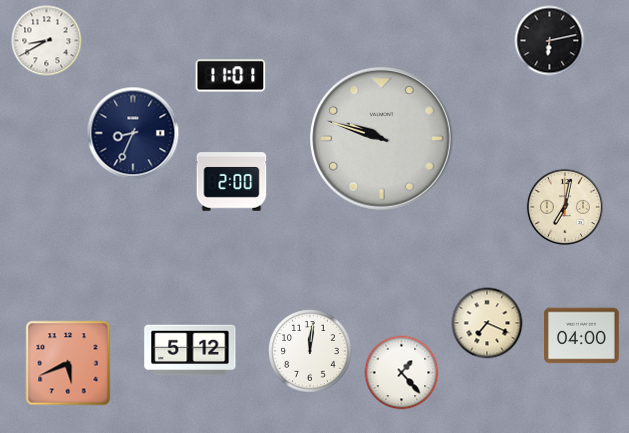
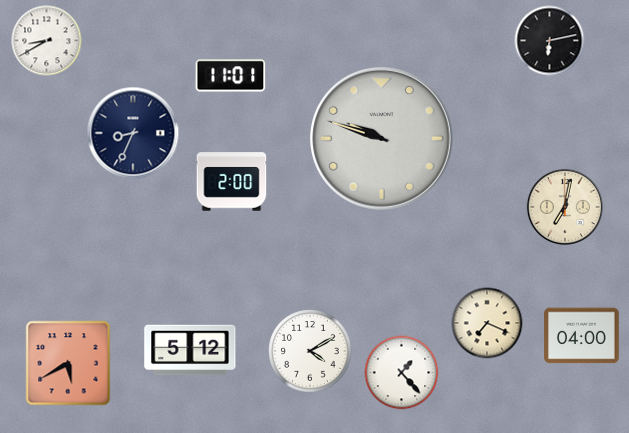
clock at (310, 351): 12:01 -> 4:10
clock at (68, 363): 5:41 -> 5:40
